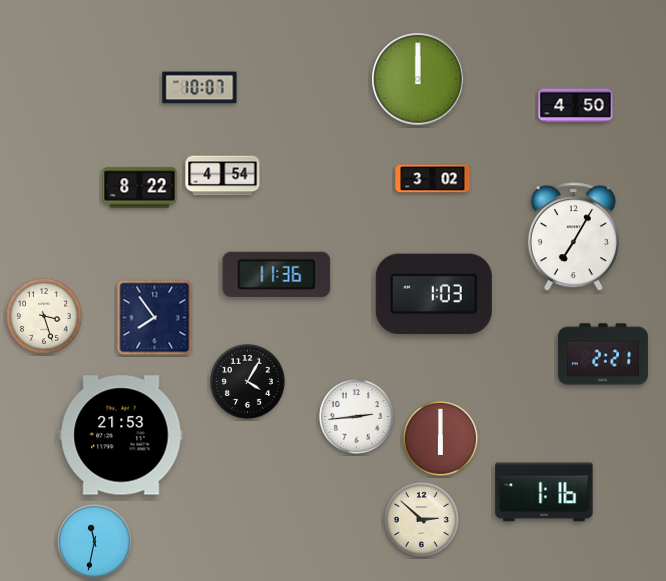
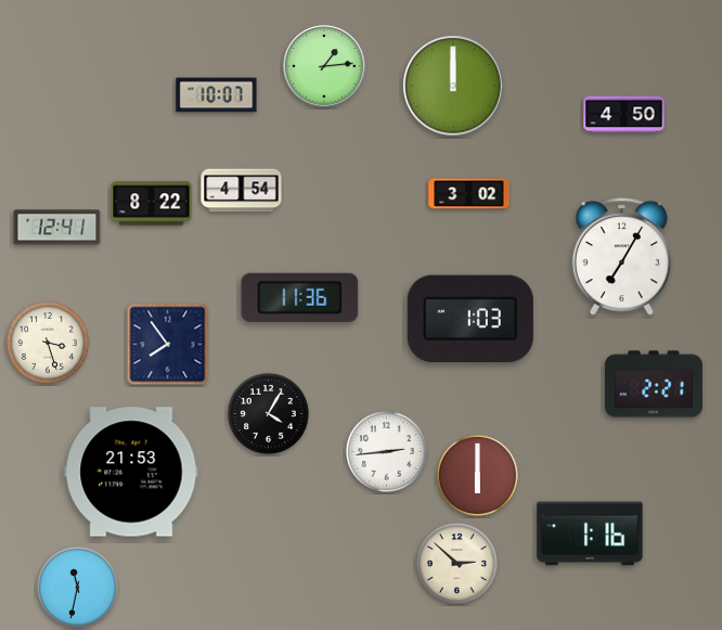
clock at (324, 66): none -> 1:14
clock at (57, 228): none -> 12:41
clock at (94, 541) position: (94, 541) -> (77, 587)
